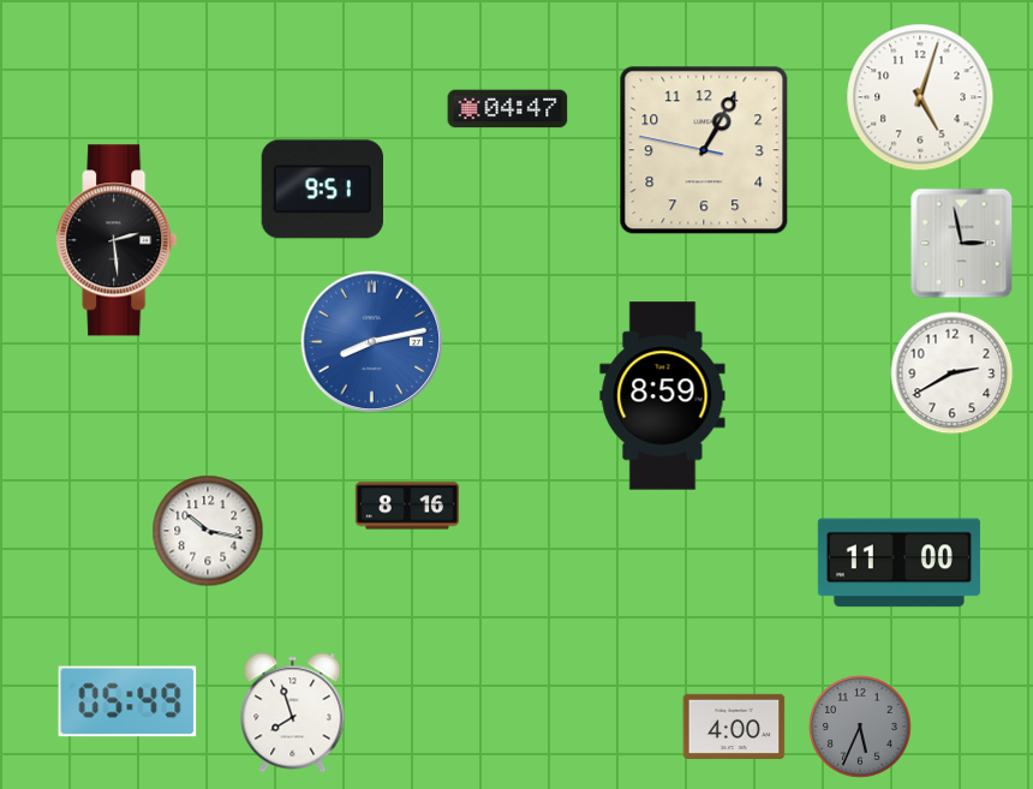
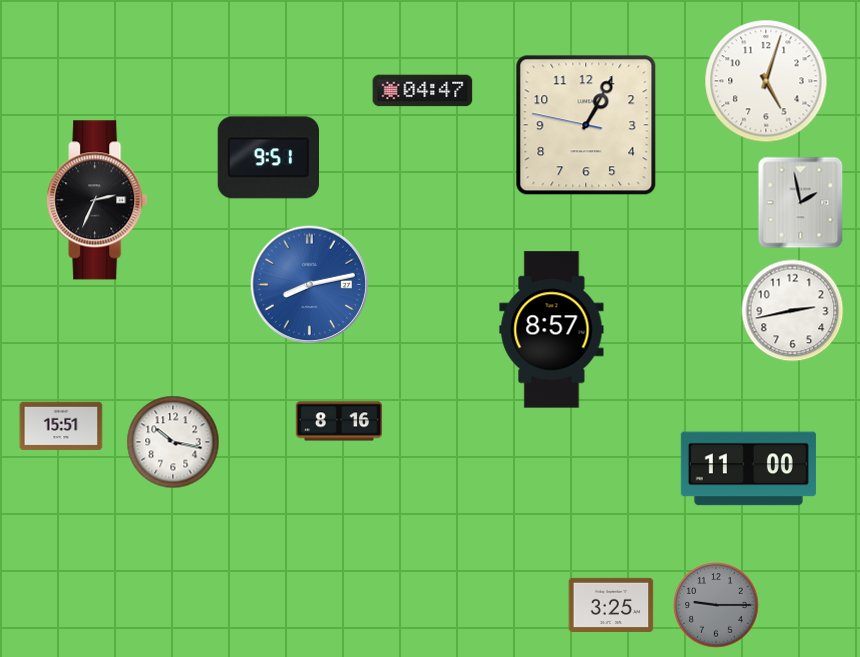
clock at (117, 240): 2:29 -> 2:34
clock at (962, 244): 2:58 -> 1:58
clock at (953, 373): 2:40 -> 2:43
clock at (663, 396): 8:59 -> 8:57
clock at (61, 426): none -> 15:51
clock at (127, 701): 05:49 -> none
clock at (293, 713): 7:57 -> none
clock at (734, 725): 4:00 -> 3:25
clock at (860, 727): 5:34 -> 9:15
